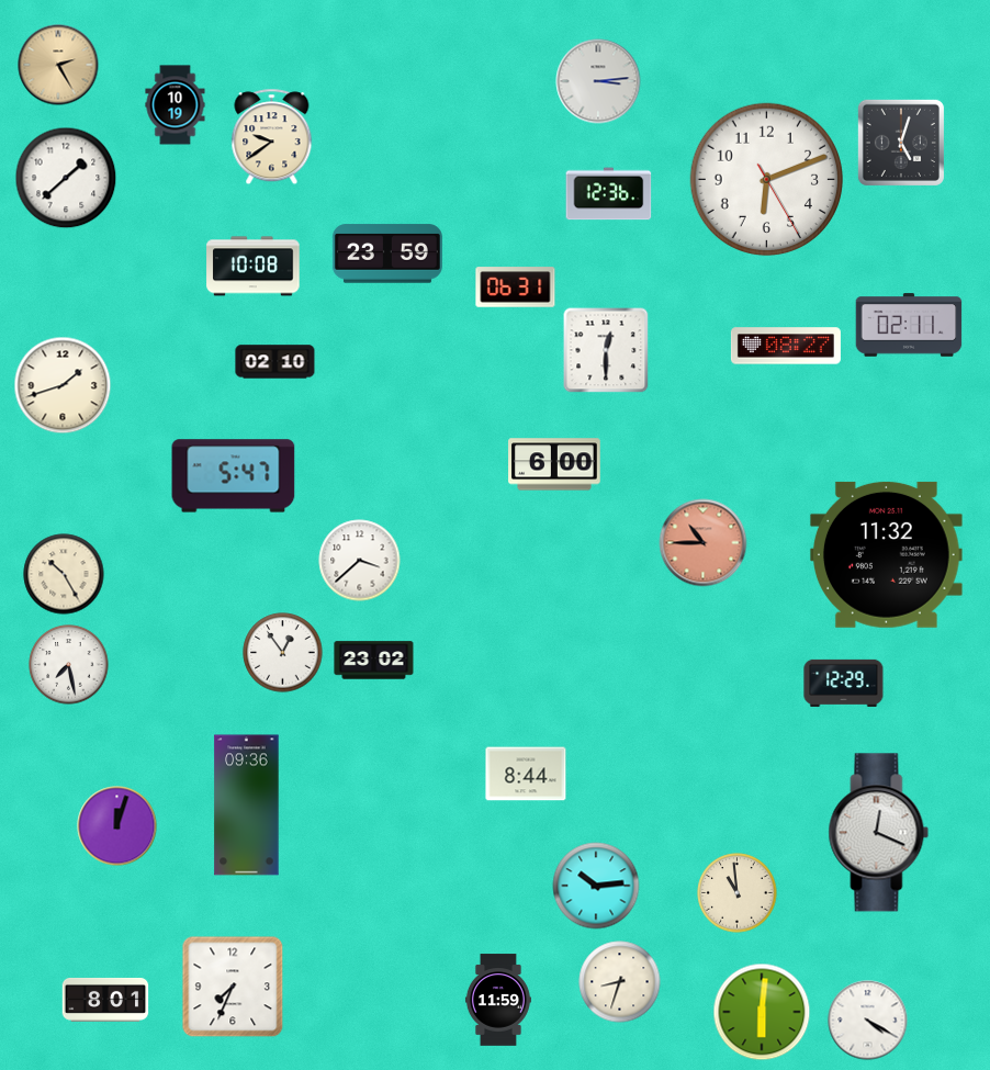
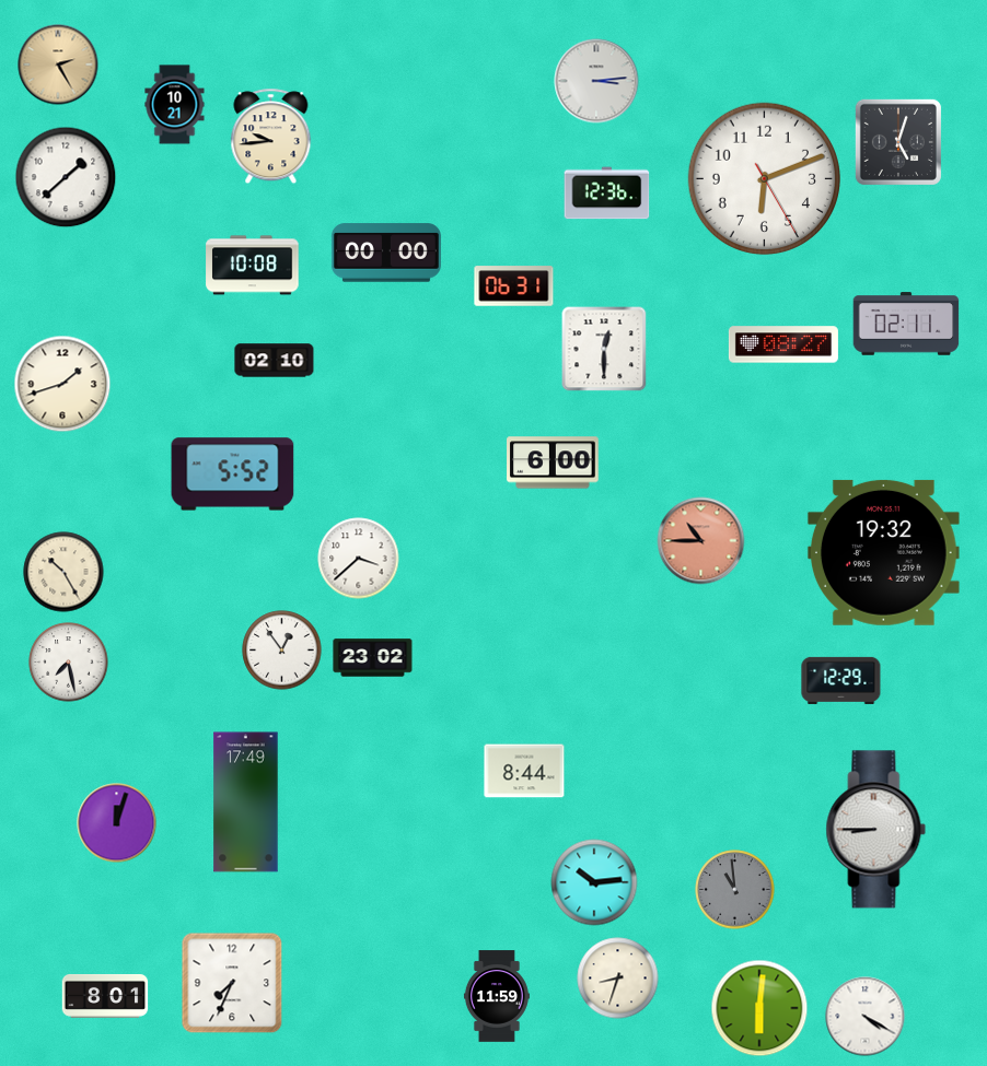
clock at (176, 105): 10:19 -> 10:21
clock at (272, 137): 9:39 -> 9:44
clock at (387, 254): 23:59 -> 00:00
clock at (234, 476): 5:47 -> 5:52
clock at (886, 554): 11:32 -> 19:32
clock at (247, 806): 09:36 -> 17:49
clock at (879, 833): 12:19 -> 8:45
clock at (738, 893) dial: cream -> grey
